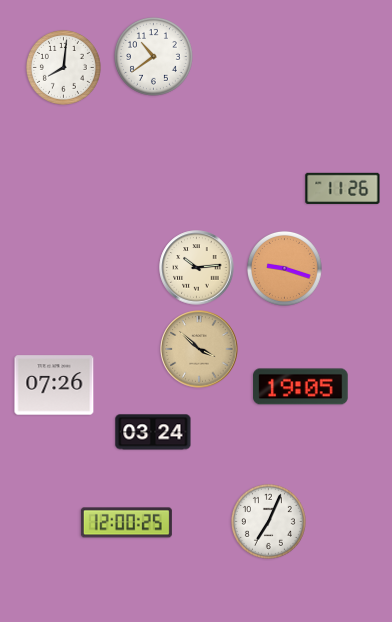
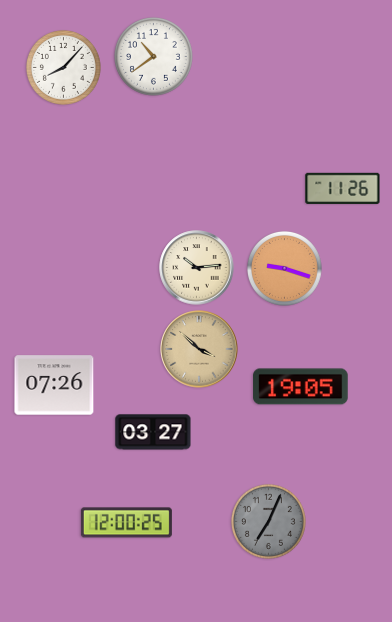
clock at (63, 67): 8:01 -> 8:07
clock at (153, 432): 03:24 -> 03:27
clock at (268, 521) dial: white -> grey
